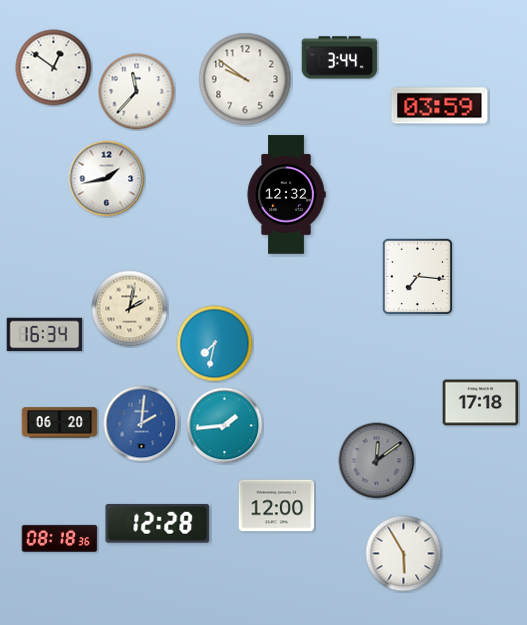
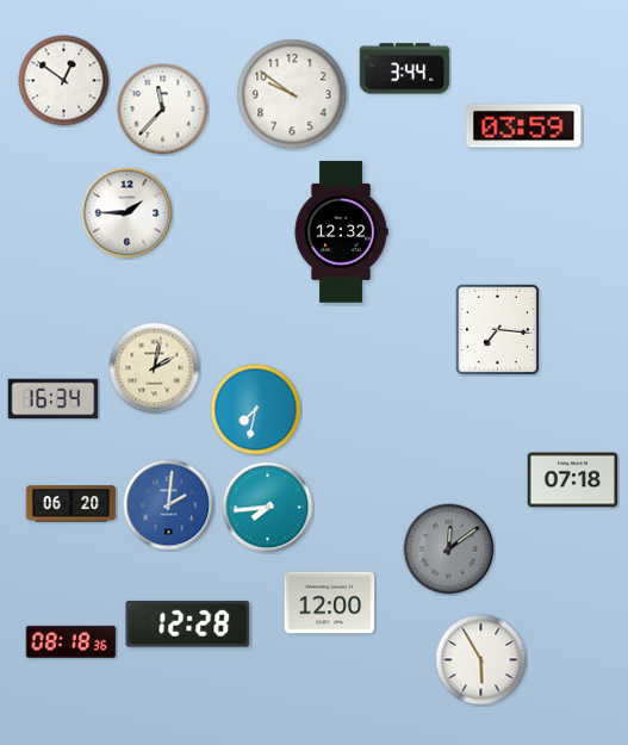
clock at (107, 179): 1:43 -> 1:45
clock at (481, 403): 17:18 -> 07:18
clock at (225, 426): 1:44 -> 7:44
